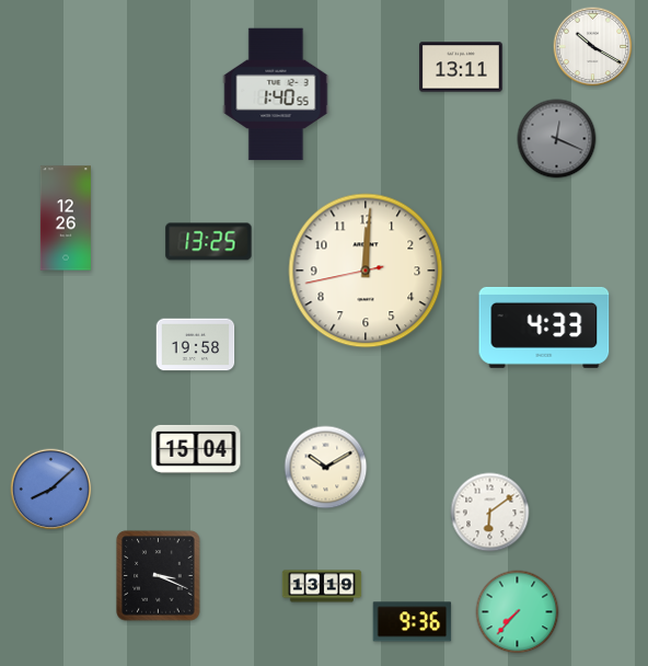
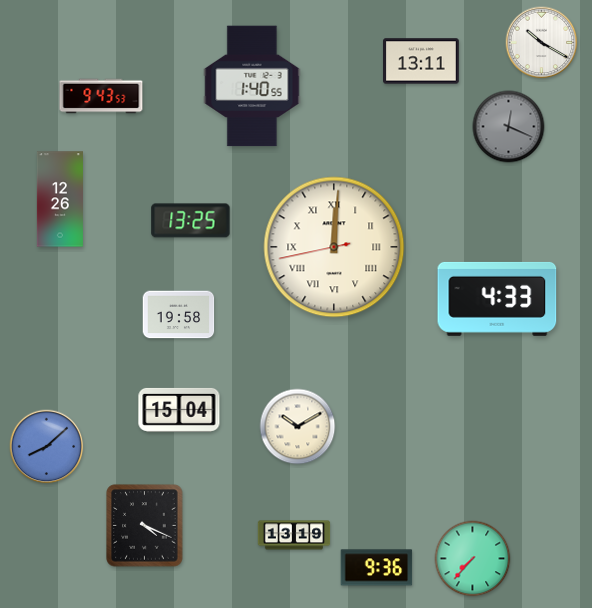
clock at (101, 96): none -> 9:43
clock at (366, 271) numerals: Arabic -> Roman
clock at (490, 513): 6:09 -> none
clock at (159, 576): 3:19 -> 4:19
